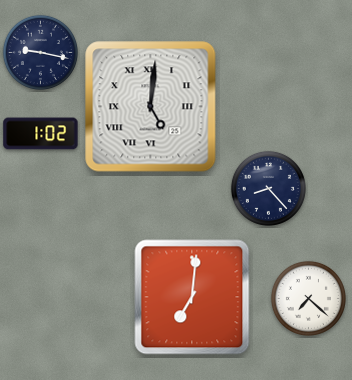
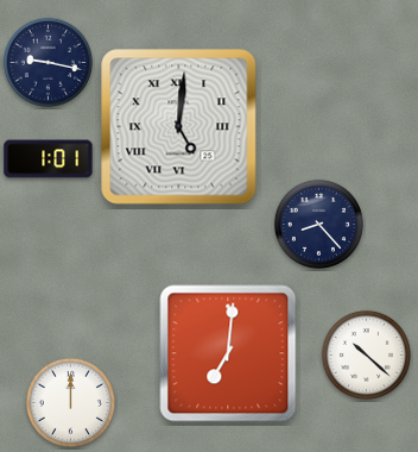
clock at (41, 134): 1:02 -> 1:01
clock at (308, 298): 7:22 -> 10:22
clock at (70, 402): none -> 12:00
